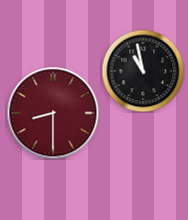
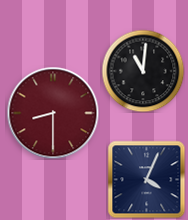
clock at (143, 71): 10:58 -> 11:01
clock at (146, 179): none -> 4:04
